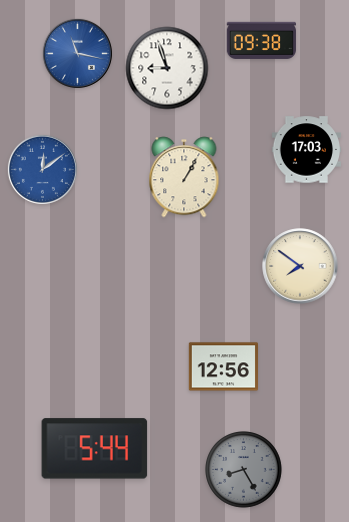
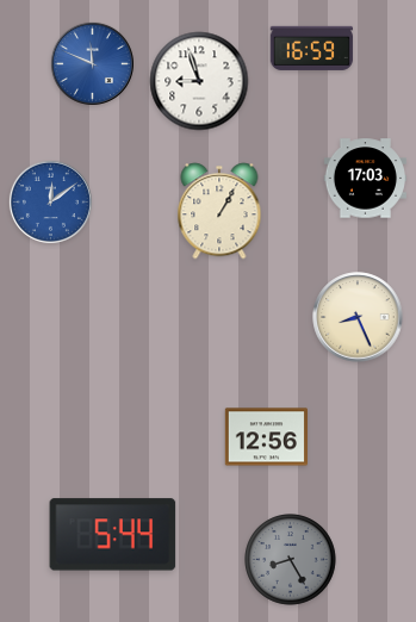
clock at (261, 40): 09:38 -> 16:59
clock at (77, 53): 11:17 -> 11:49
clock at (300, 266): 7:51 -> 8:26
